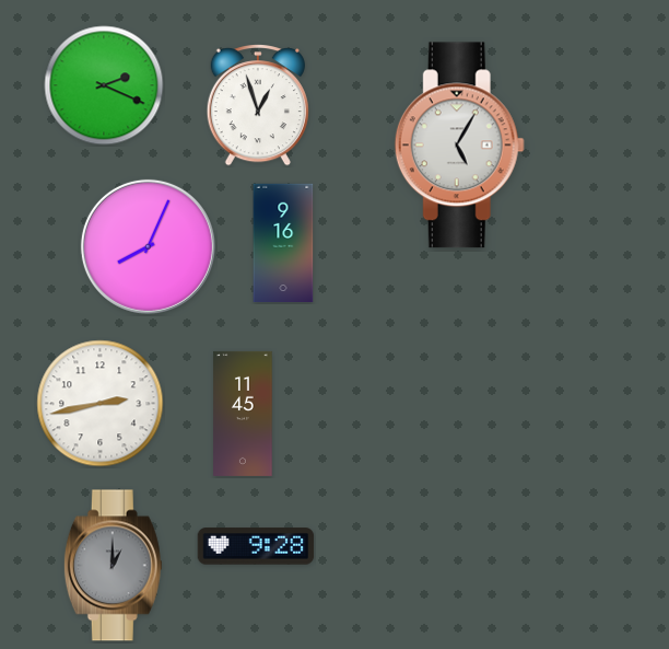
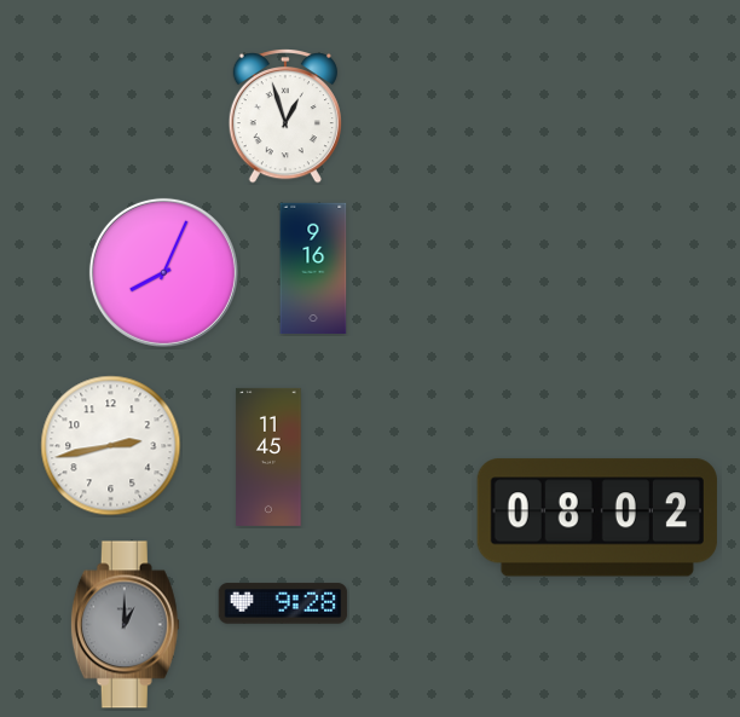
clock at (104, 85): 2:19 -> none
clock at (459, 146): 5:05 -> none
clock at (597, 517): none -> 08:02
